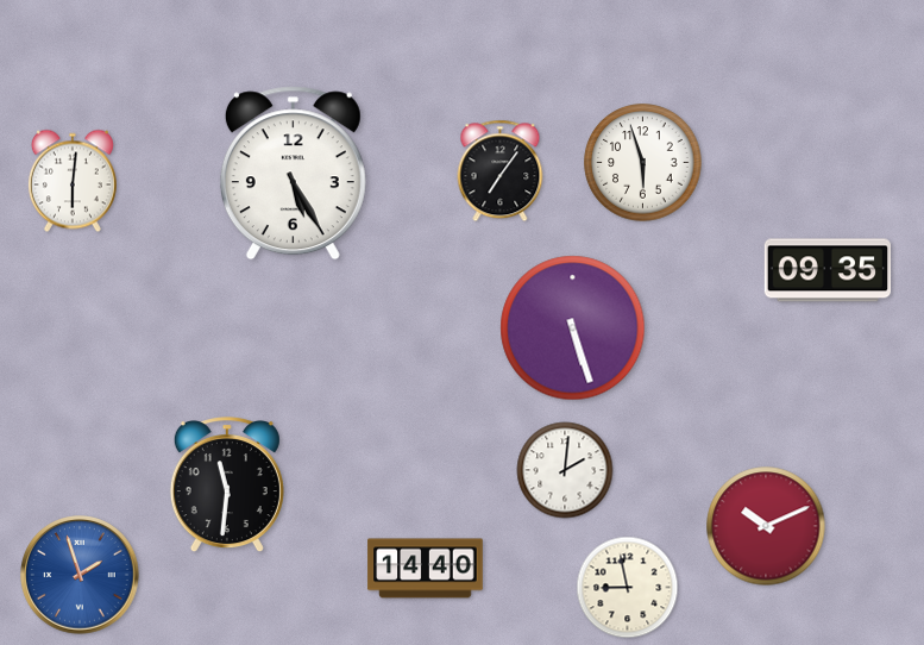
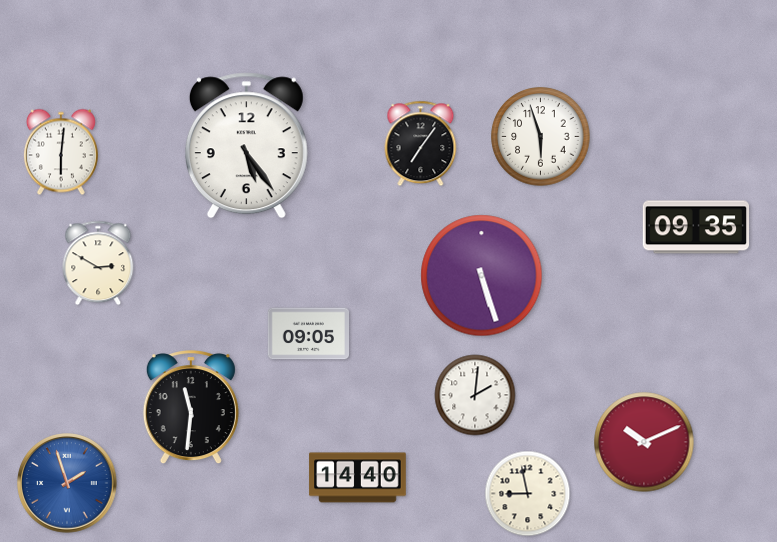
clock at (293, 174): 5:25 -> 5:24
clock at (98, 263): none -> 2:50
clock at (308, 334): none -> 09:05
